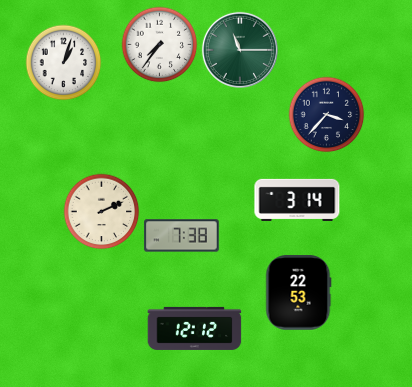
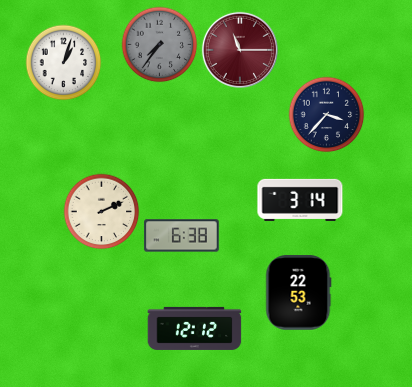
clock at (160, 45) dial: white -> grey
clock at (240, 50) dial: green -> burgundy
clock at (297, 200) position: (297, 200) -> (300, 200)
clock at (182, 236): 7:38 -> 6:38
